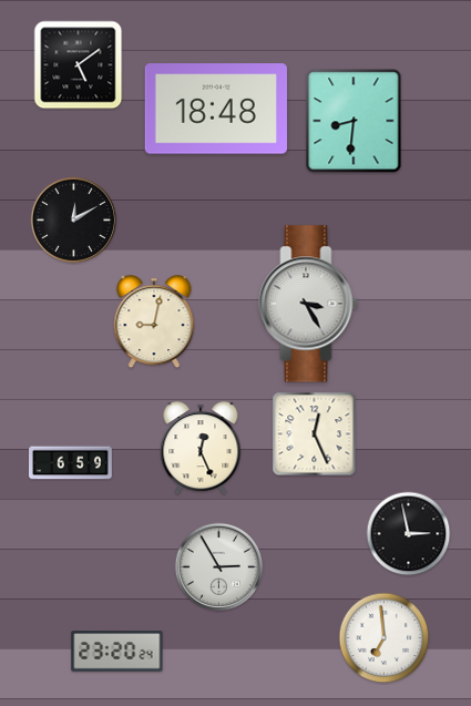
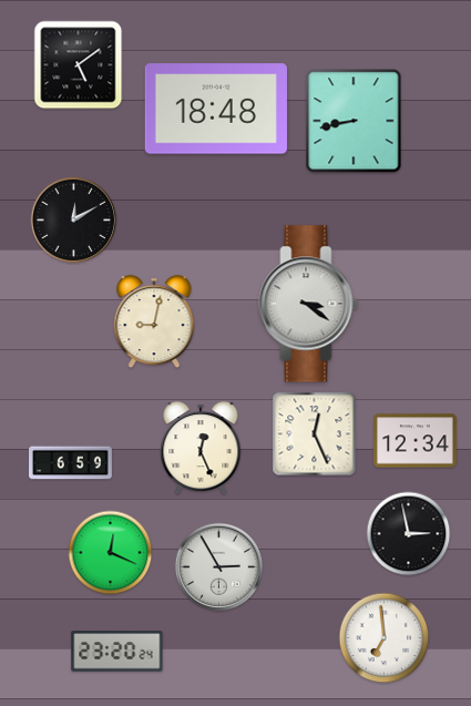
clock at (354, 121): 8:31 -> 8:43
clock at (308, 304): 3:25 -> 3:21
clock at (416, 441): none -> 12:34
clock at (111, 553): none -> 12:19
